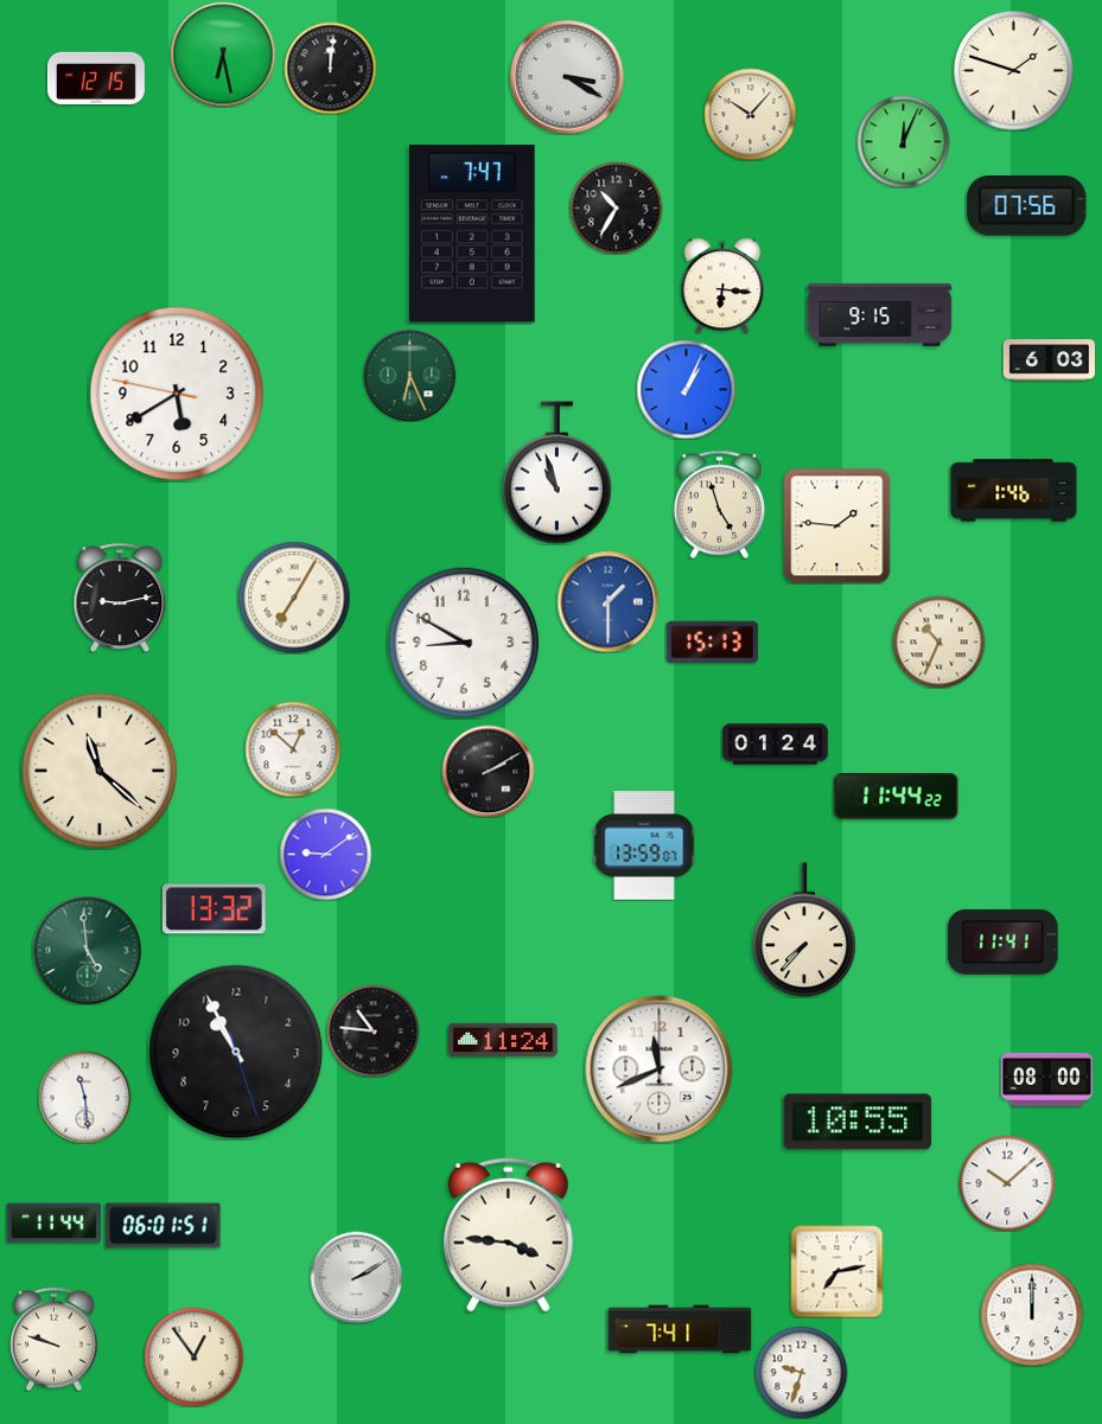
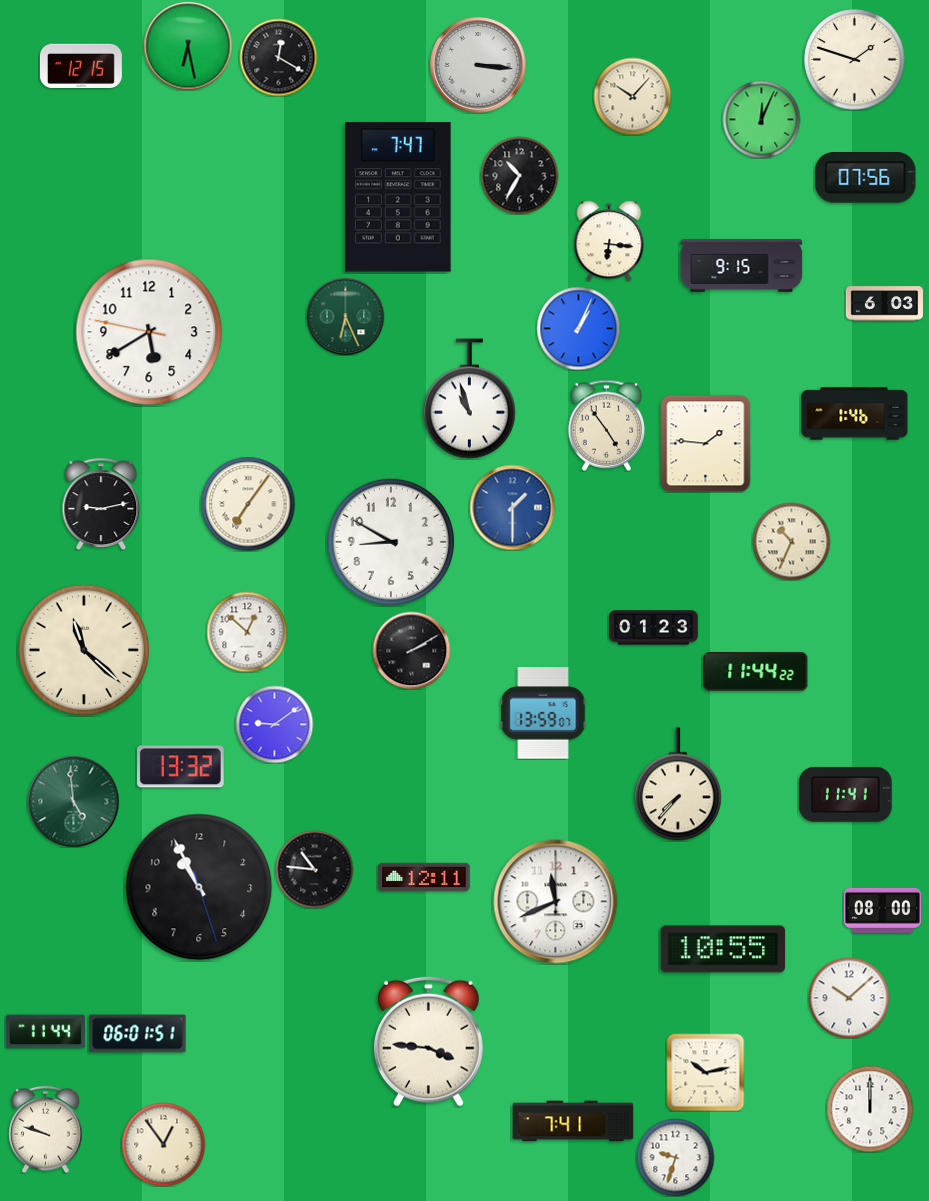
clock at (330, 68): 12:01 -> 12:20
clock at (567, 77): 3:20 -> 3:16
clock at (1027, 206) position: (1027, 206) -> (866, 178)
clock at (720, 504): 4:57 -> 4:54
clock at (294, 598): 7:05 -> 7:06
clock at (712, 643): 15:13 -> none
clock at (776, 745): 01:24 -> 01:23
clock at (325, 854) position: (325, 854) -> (274, 724)
clock at (503, 1040): 11:24 -> 12:11
clock at (84, 1097): 11:29 -> none
clock at (858, 1122) position: (858, 1122) -> (723, 949)
clock at (836, 1271): 7:13 -> 10:13
clock at (356, 1277): 2:10 -> none
